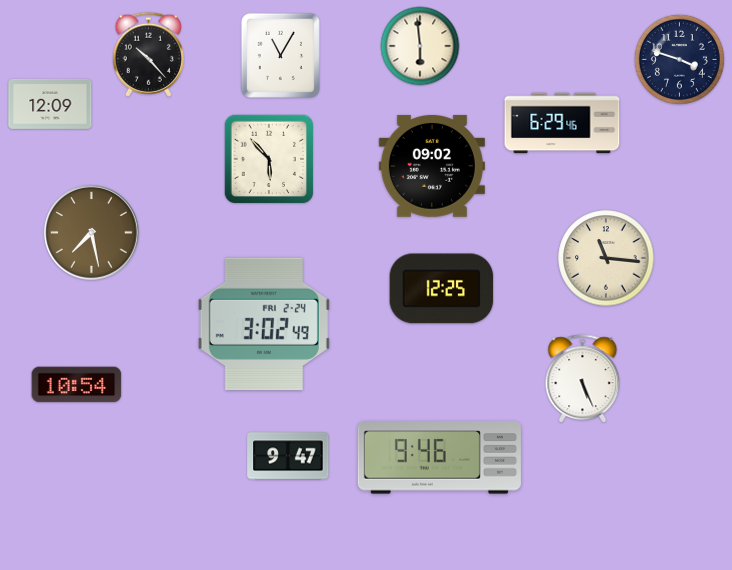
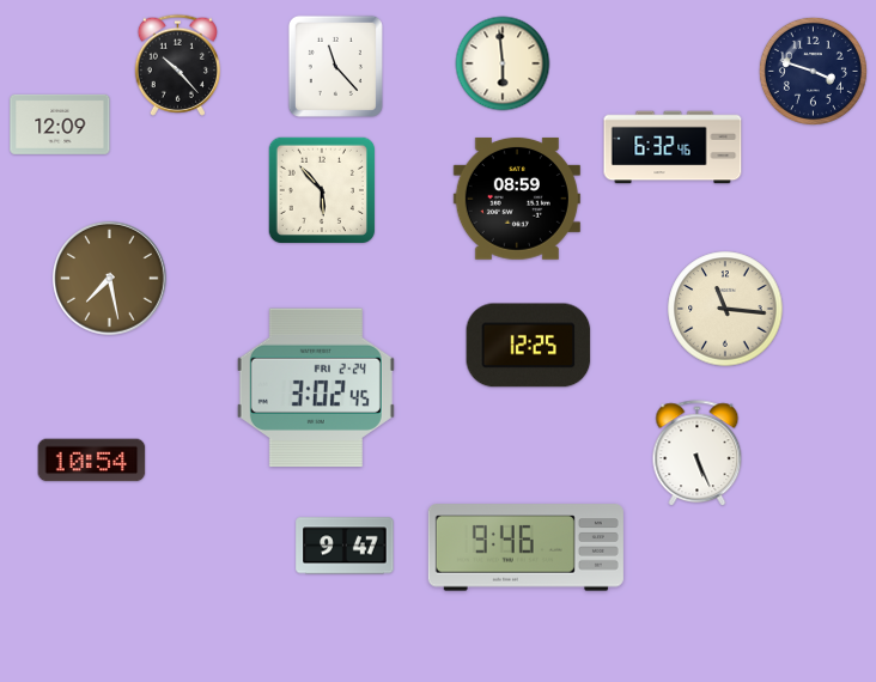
clock at (420, 46) position: (420, 46) -> (503, 63)
clock at (280, 55): 11:05 -> 11:23
clock at (562, 123): 6:29 -> 6:32
clock at (432, 166): 09:02 -> 08:59
clock at (264, 324): 3:02:49 -> 3:02:45
